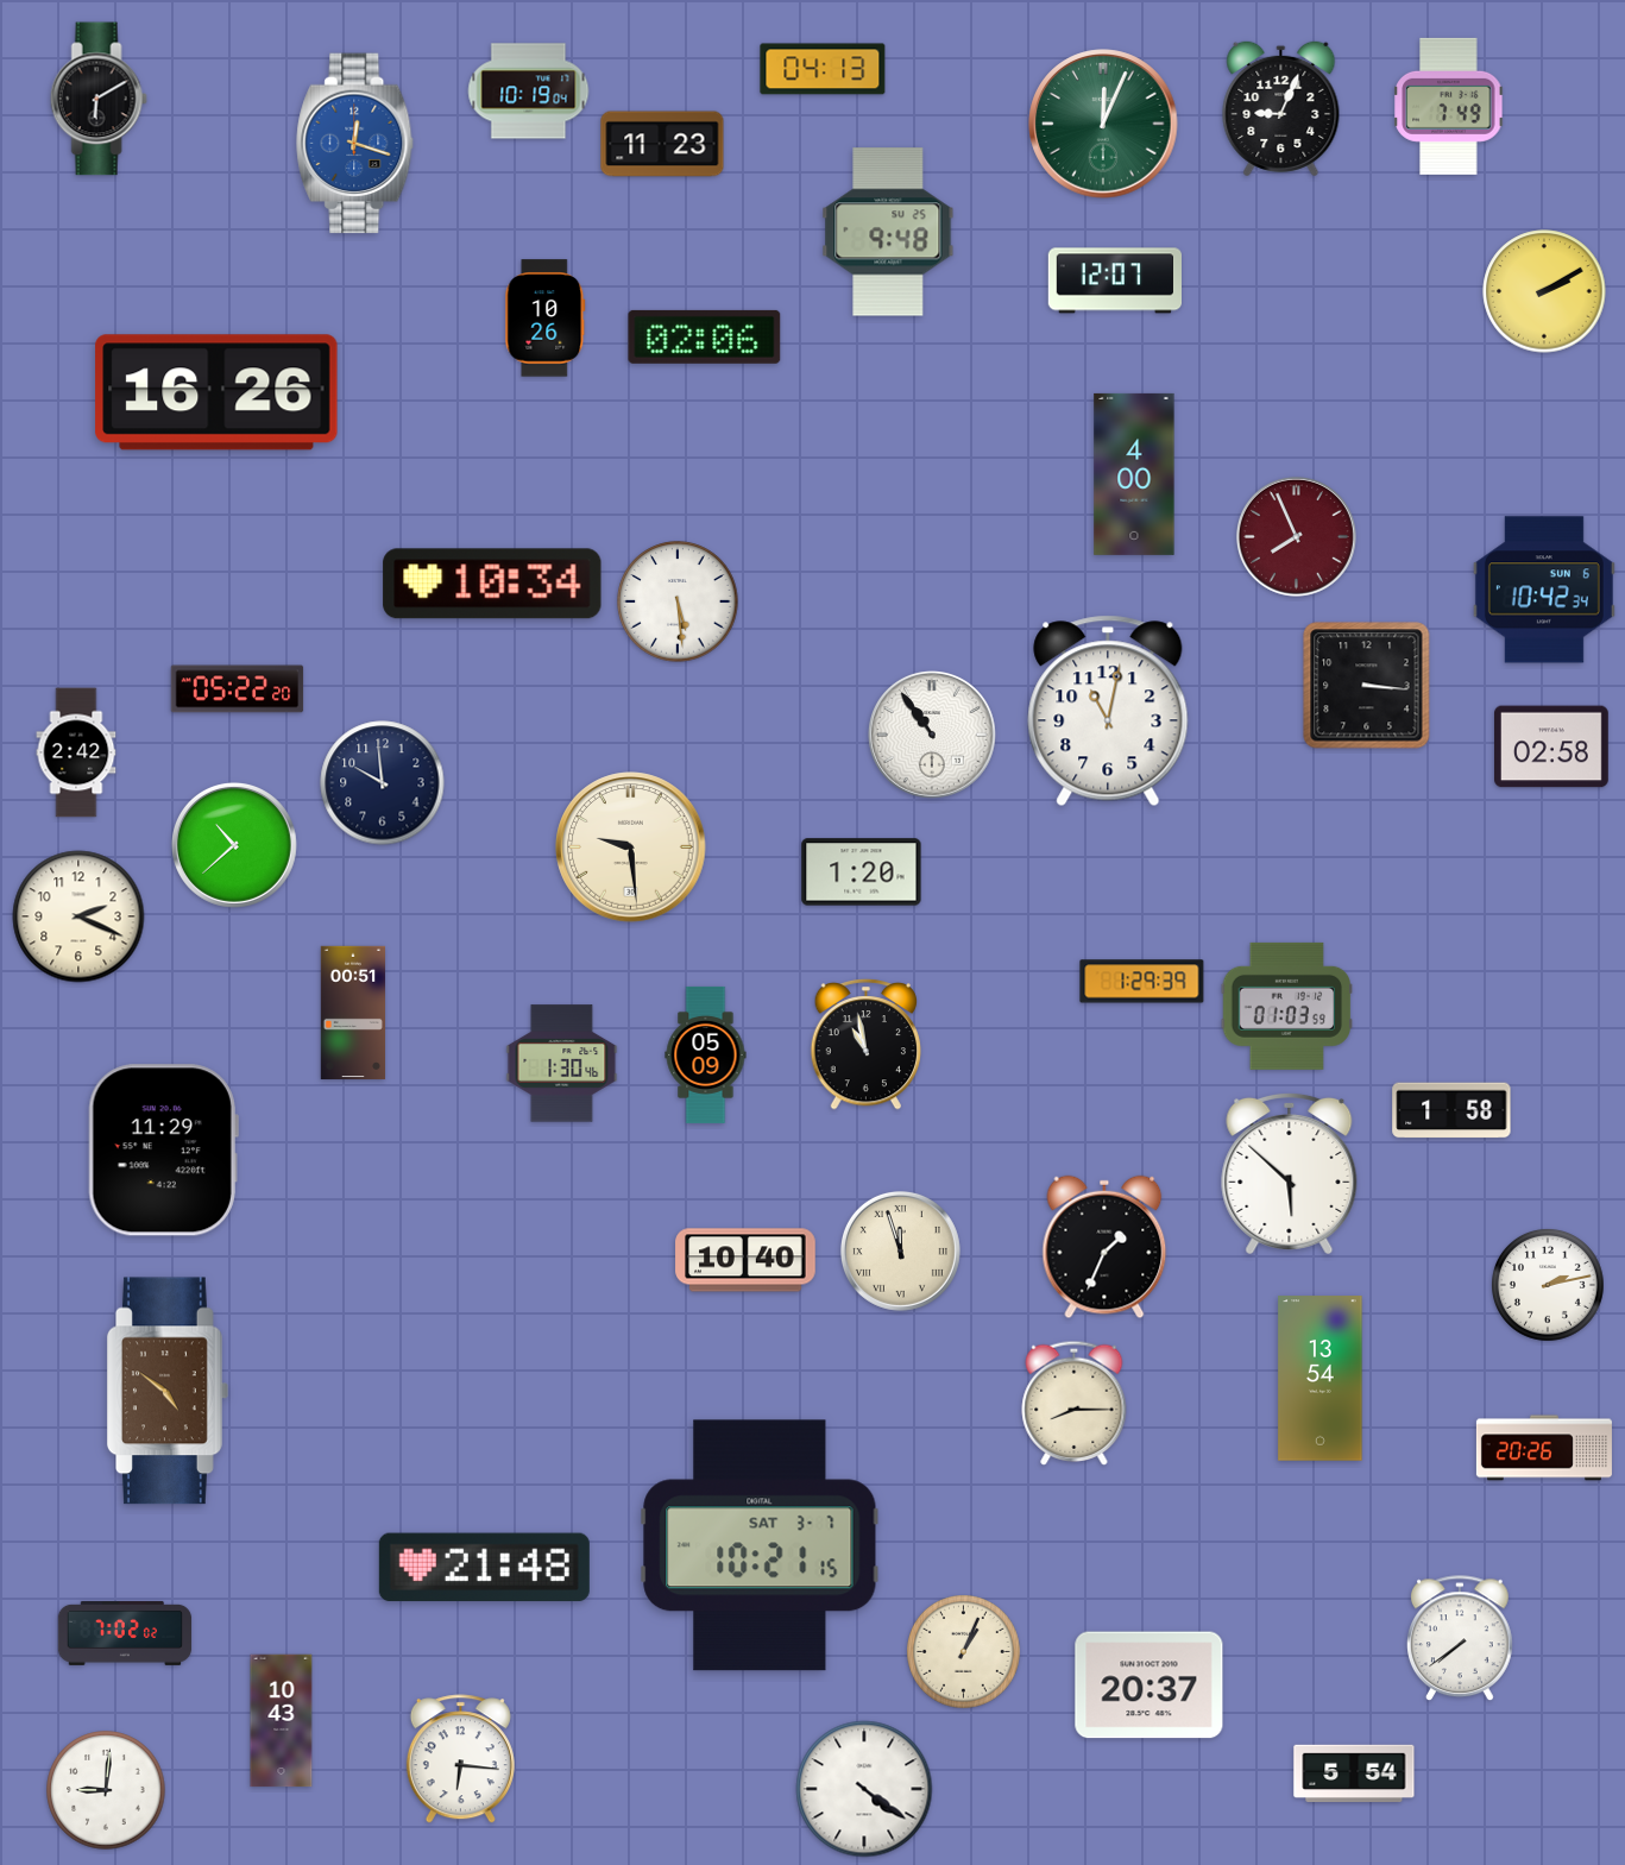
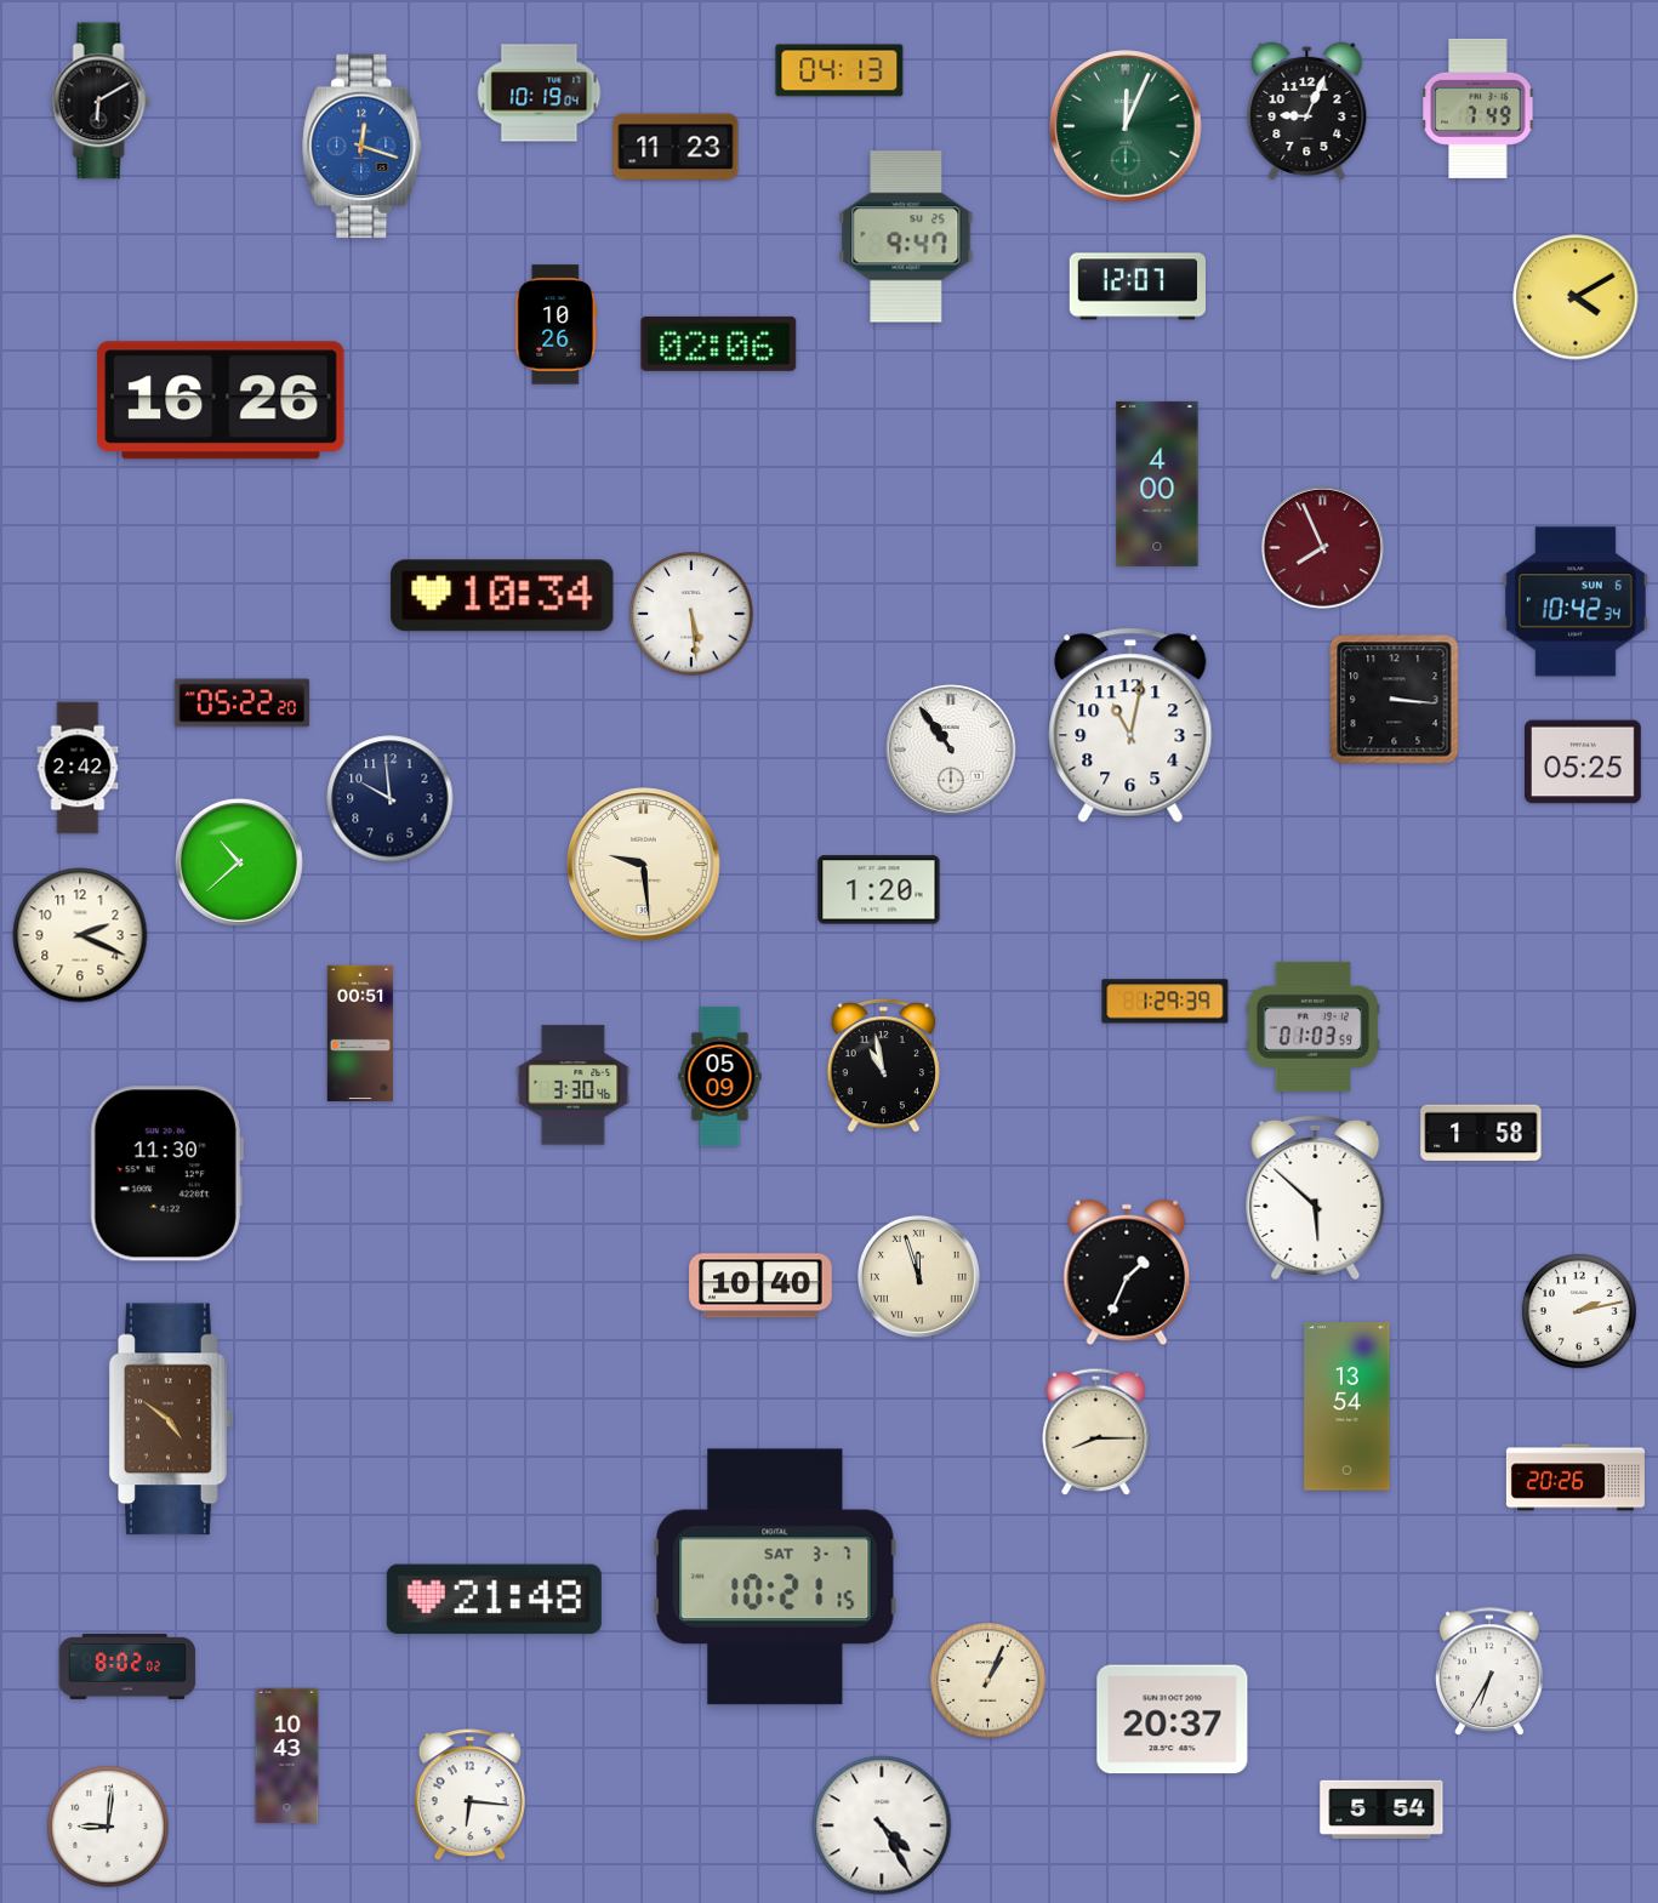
clock at (888, 232): 9:48 -> 9:47
clock at (1544, 291): 2:10 -> 4:10
clock at (1552, 746): 02:58 -> 05:25
clock at (562, 1064): 1:30 -> 3:30
clock at (163, 1151): 11:29 -> 11:30
clock at (125, 1633): 7:02 -> 8:02
clock at (1461, 1639): 7:39 -> 6:35
clock at (964, 1652) position: (964, 1652) -> (988, 1681)
clock at (864, 1789): 4:21 -> 4:25
